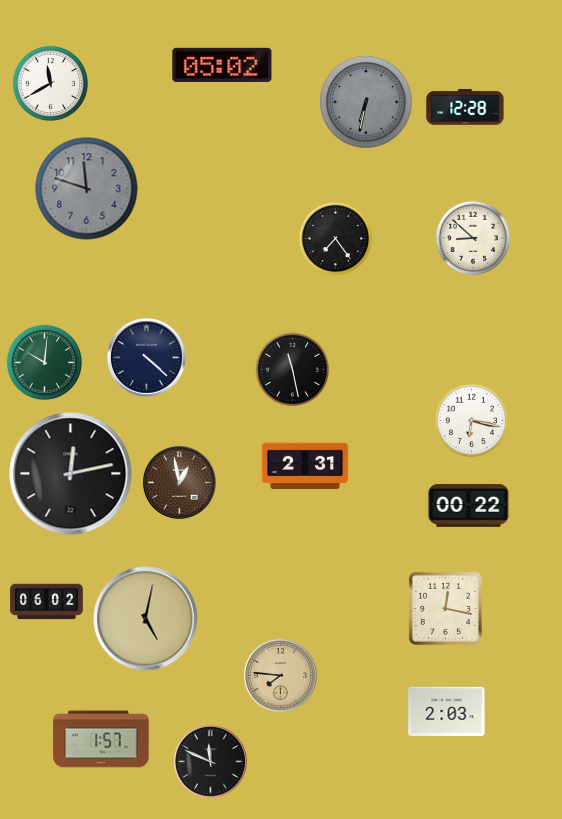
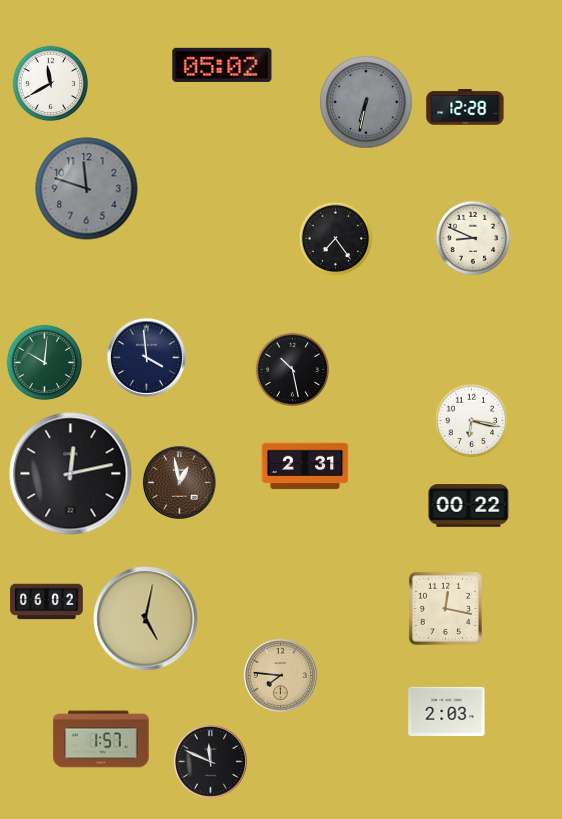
clock at (473, 238): 8:52 -> 8:49
clock at (146, 357): 4:22 -> 3:59
clock at (293, 370): 11:28 -> 10:28
